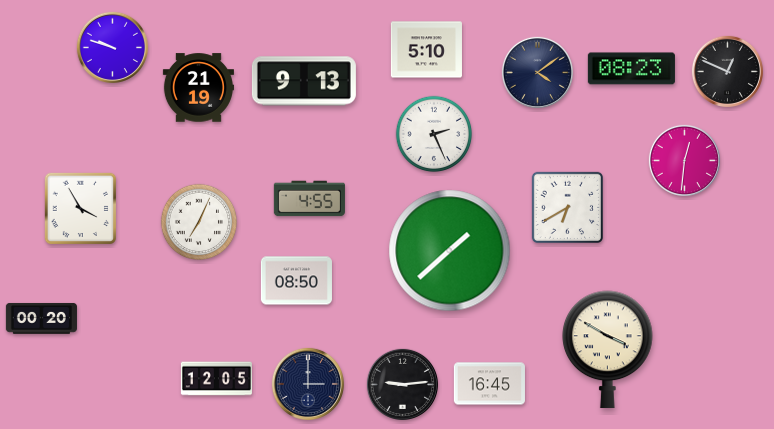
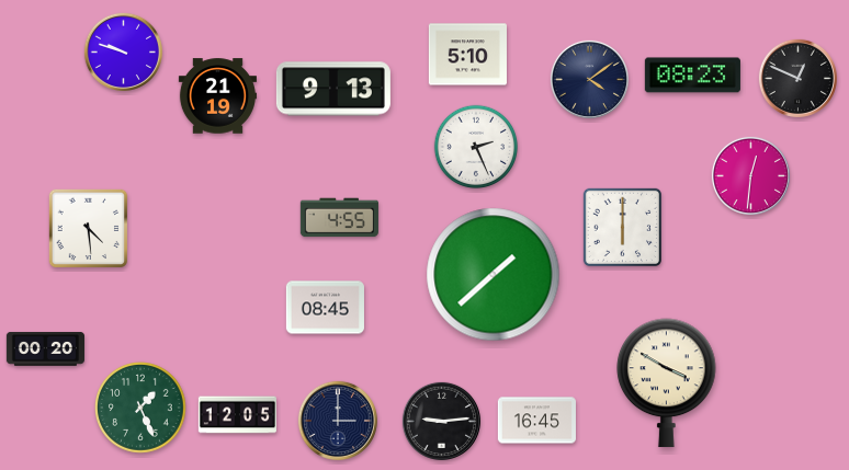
clock at (568, 208): 6:40 -> 6:00
clock at (81, 209): 3:55 -> 4:29
clock at (199, 222): 7:04 -> none
clock at (296, 281): 08:50 -> 08:45
clock at (140, 408): none -> 1:26
